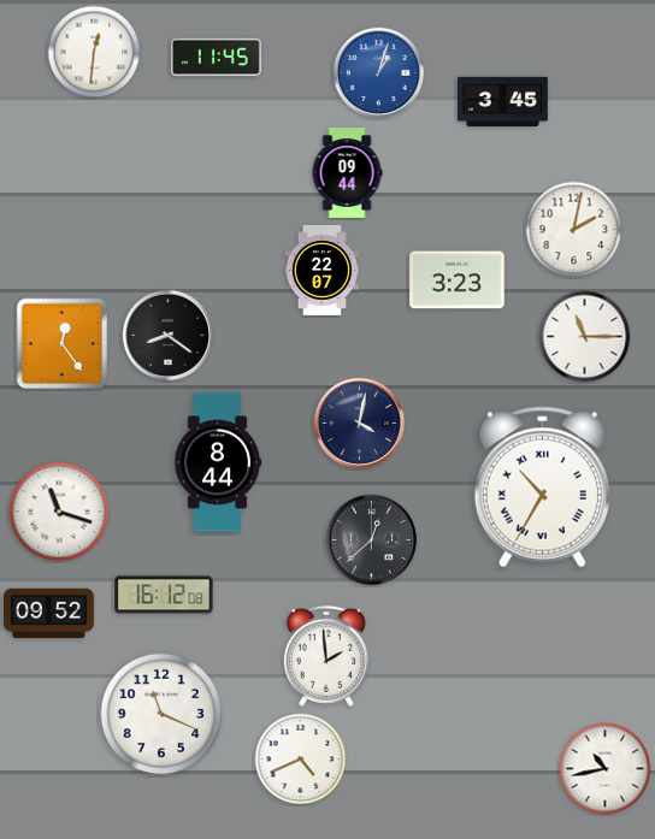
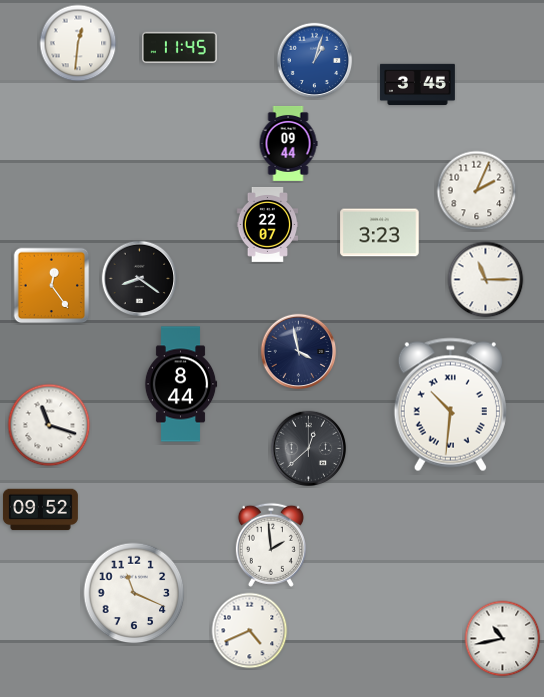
clock at (574, 230): 2:02 -> 2:04
clock at (360, 424): 4:02 -> 3:58
clock at (542, 488): 10:35 -> 10:31
clock at (164, 595): 16:12 -> none
